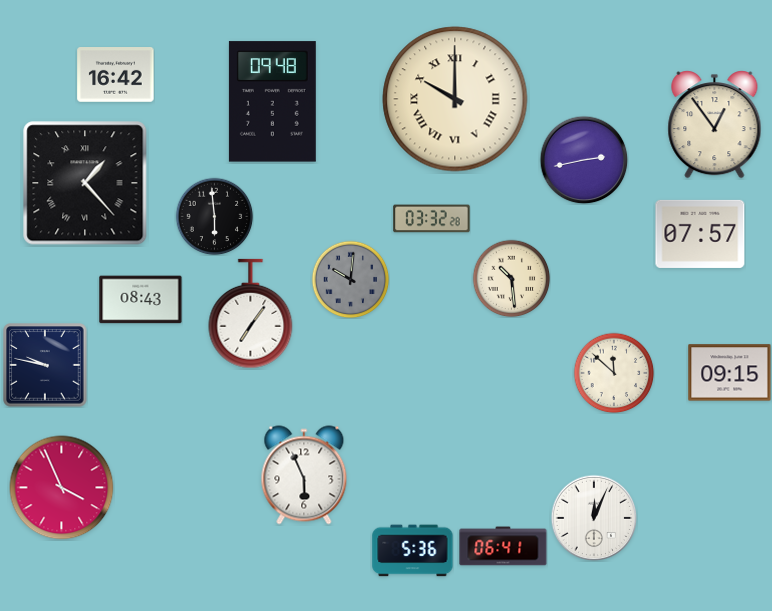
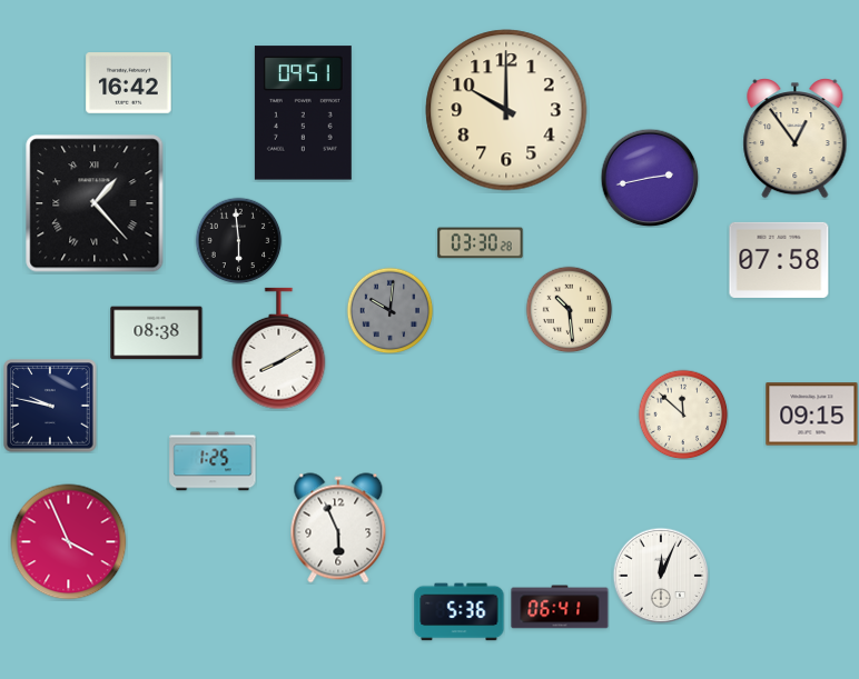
clock at (455, 99) numerals: Roman -> Arabic
clock at (272, 102): 09:48 -> 09:51
clock at (432, 219): 03:32 -> 03:30
clock at (700, 234): 07:57 -> 07:58
clock at (141, 300): 08:43 -> 08:38
clock at (251, 314): 7:06 -> 8:10
clock at (213, 461): none -> 1:25
